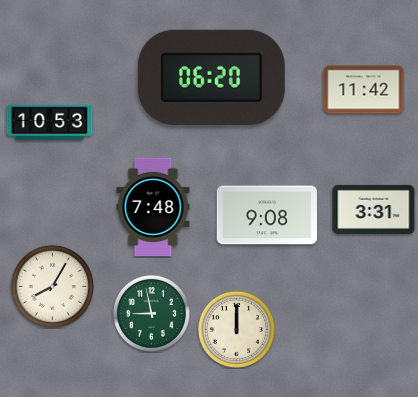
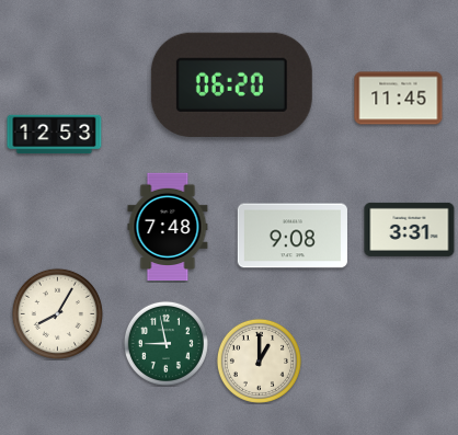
clock at (364, 90): 11:42 -> 11:45
clock at (50, 123): 10:53 -> 12:53
clock at (236, 329): 12:00 -> 1:00
